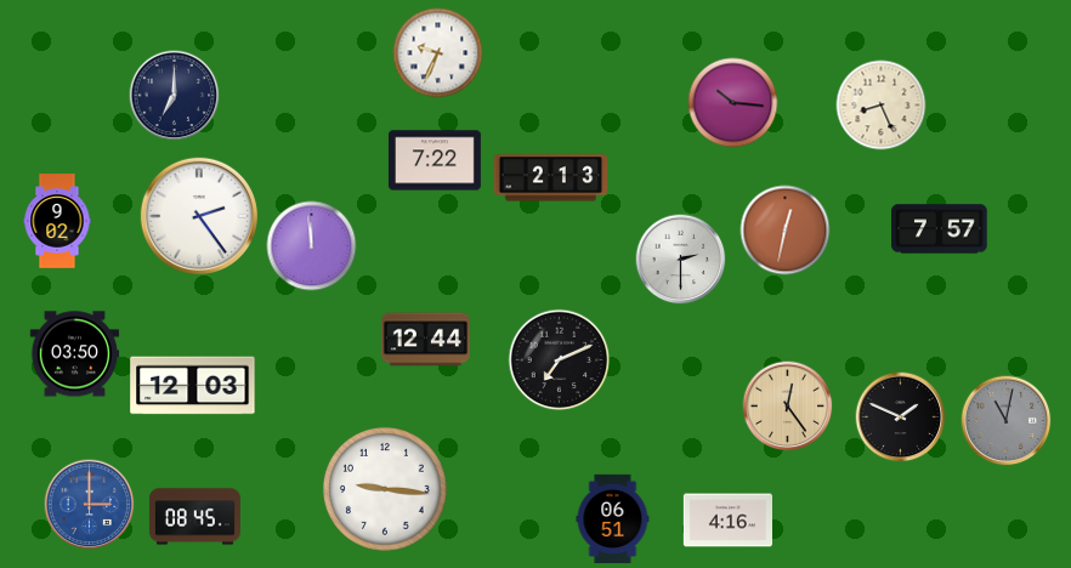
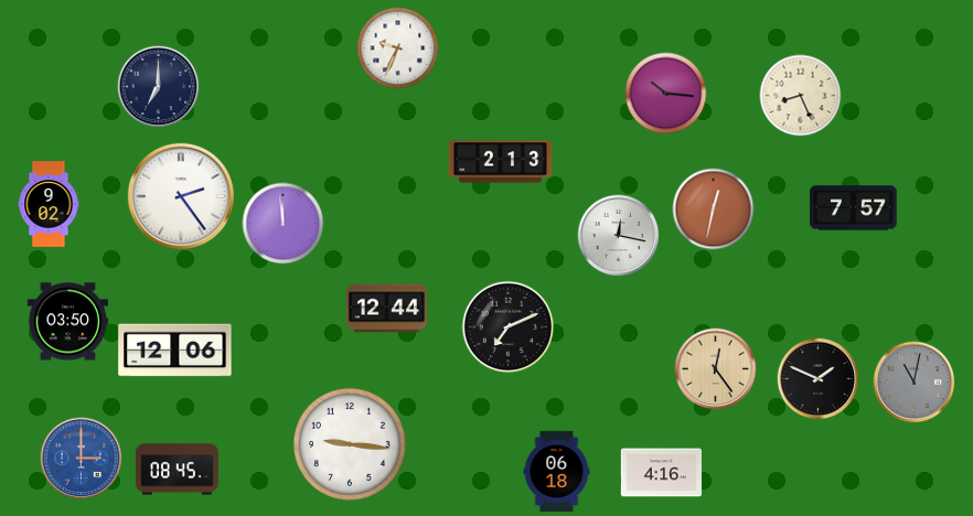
clock at (435, 160): 7:22 -> none
clock at (57, 221) position: (57, 221) -> (49, 204)
clock at (681, 260): 2:30 -> 12:17
clock at (193, 386): 12:03 -> 12:06
clock at (613, 518): 06:51 -> 06:18
